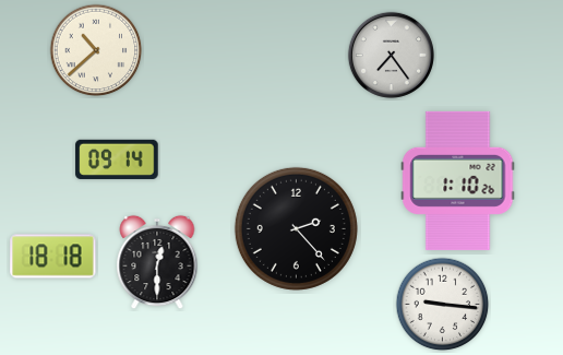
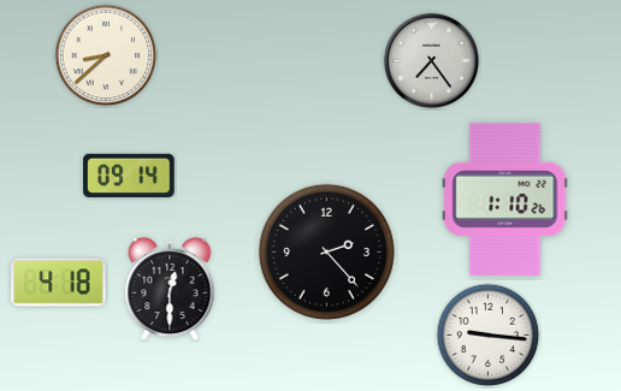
clock at (96, 50): 10:38 -> 8:38
clock at (53, 257): 18:18 -> 4:18
clock at (157, 262) position: (157, 262) -> (170, 289)
